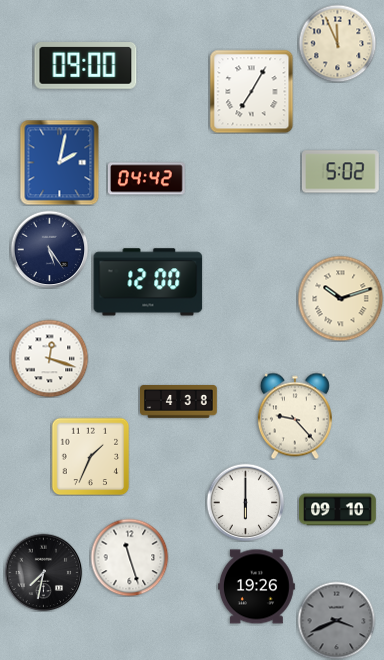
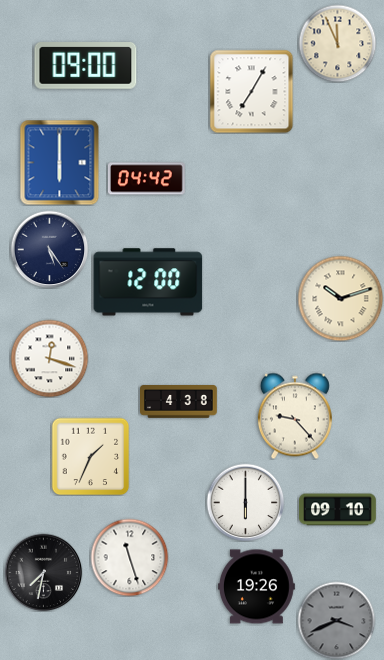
clock at (60, 162): 2:02 -> 6:00
clock at (340, 172): 5:02 -> none
